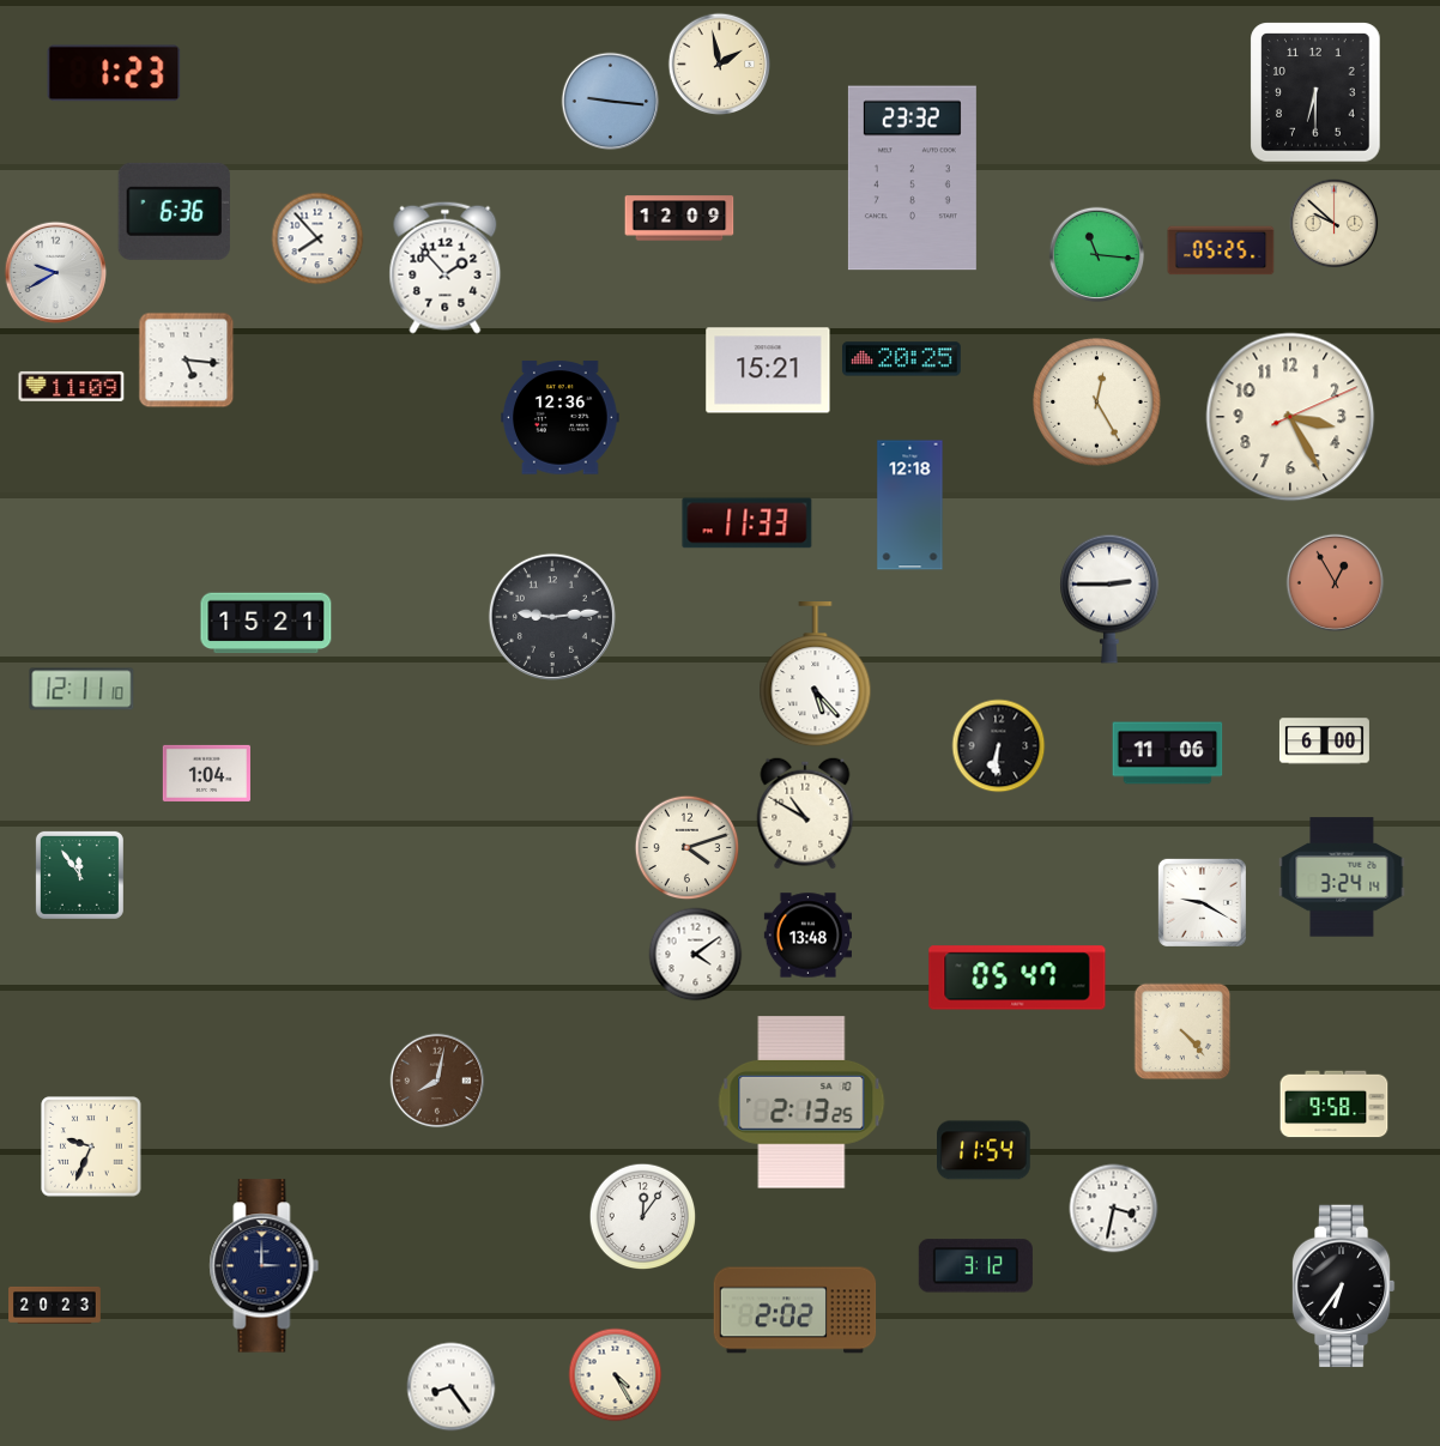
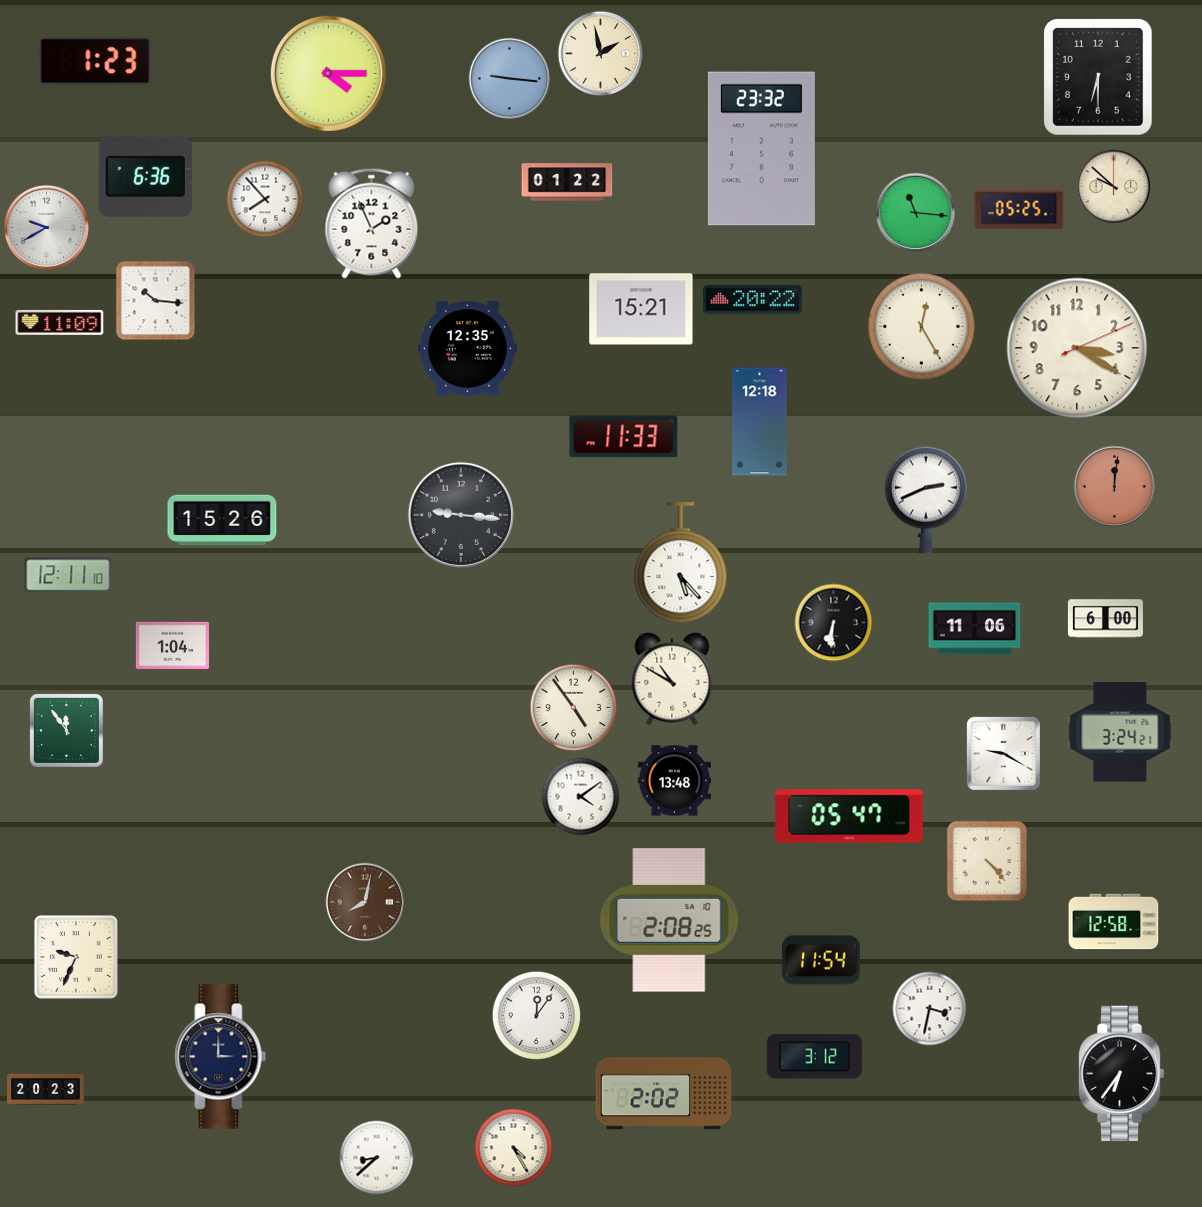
clock at (328, 73): none -> 4:15
clock at (611, 102) position: (611, 102) -> (510, 79)
clock at (679, 218): 12:09 -> 01:22
clock at (446, 267): 1:53 -> 1:56
clock at (902, 359): 20:25 -> 20:22
clock at (187, 361): 5:16 -> 10:16
clock at (1097, 403) position: (1097, 403) -> (922, 327)
clock at (1290, 417): 3:25 -> 3:20
clock at (561, 418): 12:36 -> 12:35
clock at (1336, 583): 12:55 -> 12:01
clock at (1109, 599): 2:45 -> 2:41
clock at (552, 617): 9:14 -> 9:16
clock at (266, 623): 15:21 -> 15:26
clock at (688, 848): 4:12 -> 4:54
clock at (1342, 877): 3:24:14 -> 3:24:21
clock at (801, 1102): 2:13 -> 2:08
clock at (1335, 1105): 9:58 -> 12:58
clock at (452, 1387): 8:24 -> 8:38
